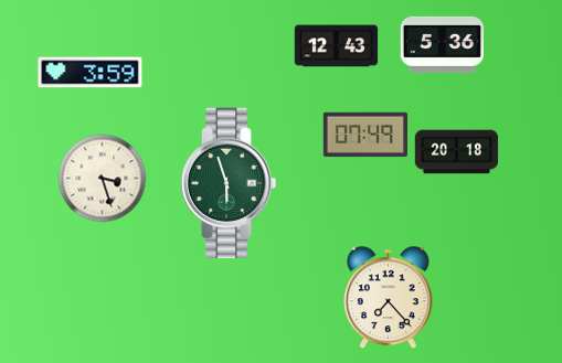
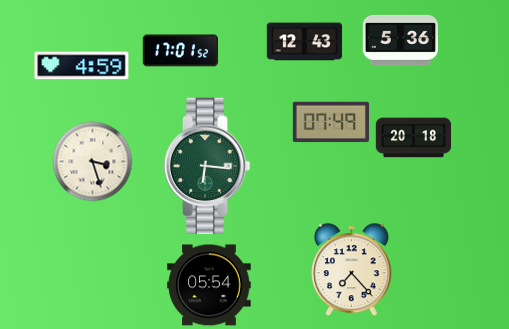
clock at (180, 51): none -> 17:01
clock at (91, 73): 3:59 -> 4:59
clock at (229, 183): 5:57 -> 6:16
clock at (209, 285): none -> 05:54
